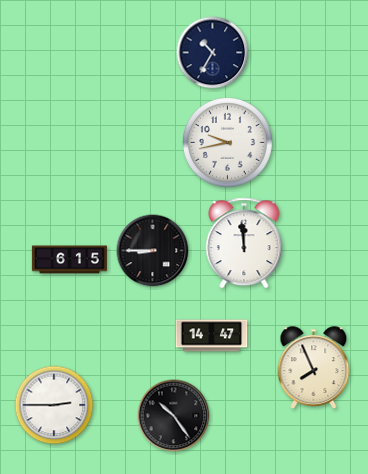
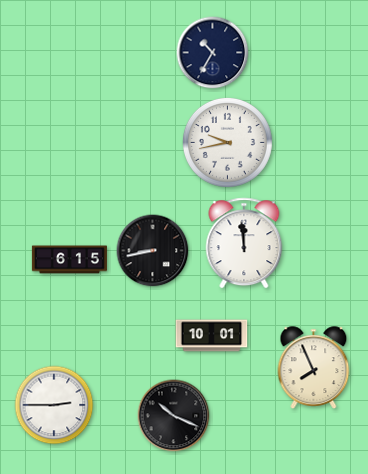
clock at (153, 251): 8:45 -> 8:43
clock at (212, 336): 14:47 -> 10:01
clock at (174, 416): 10:24 -> 10:19
